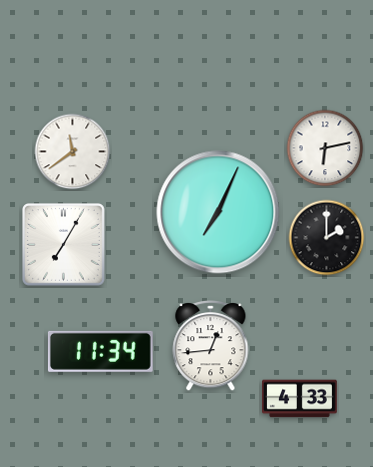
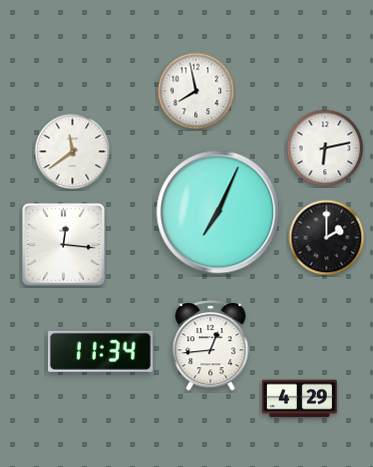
clock at (196, 91): none -> 7:58
clock at (64, 245): 7:05 -> 12:16
clock at (300, 399): 4:33 -> 4:29
